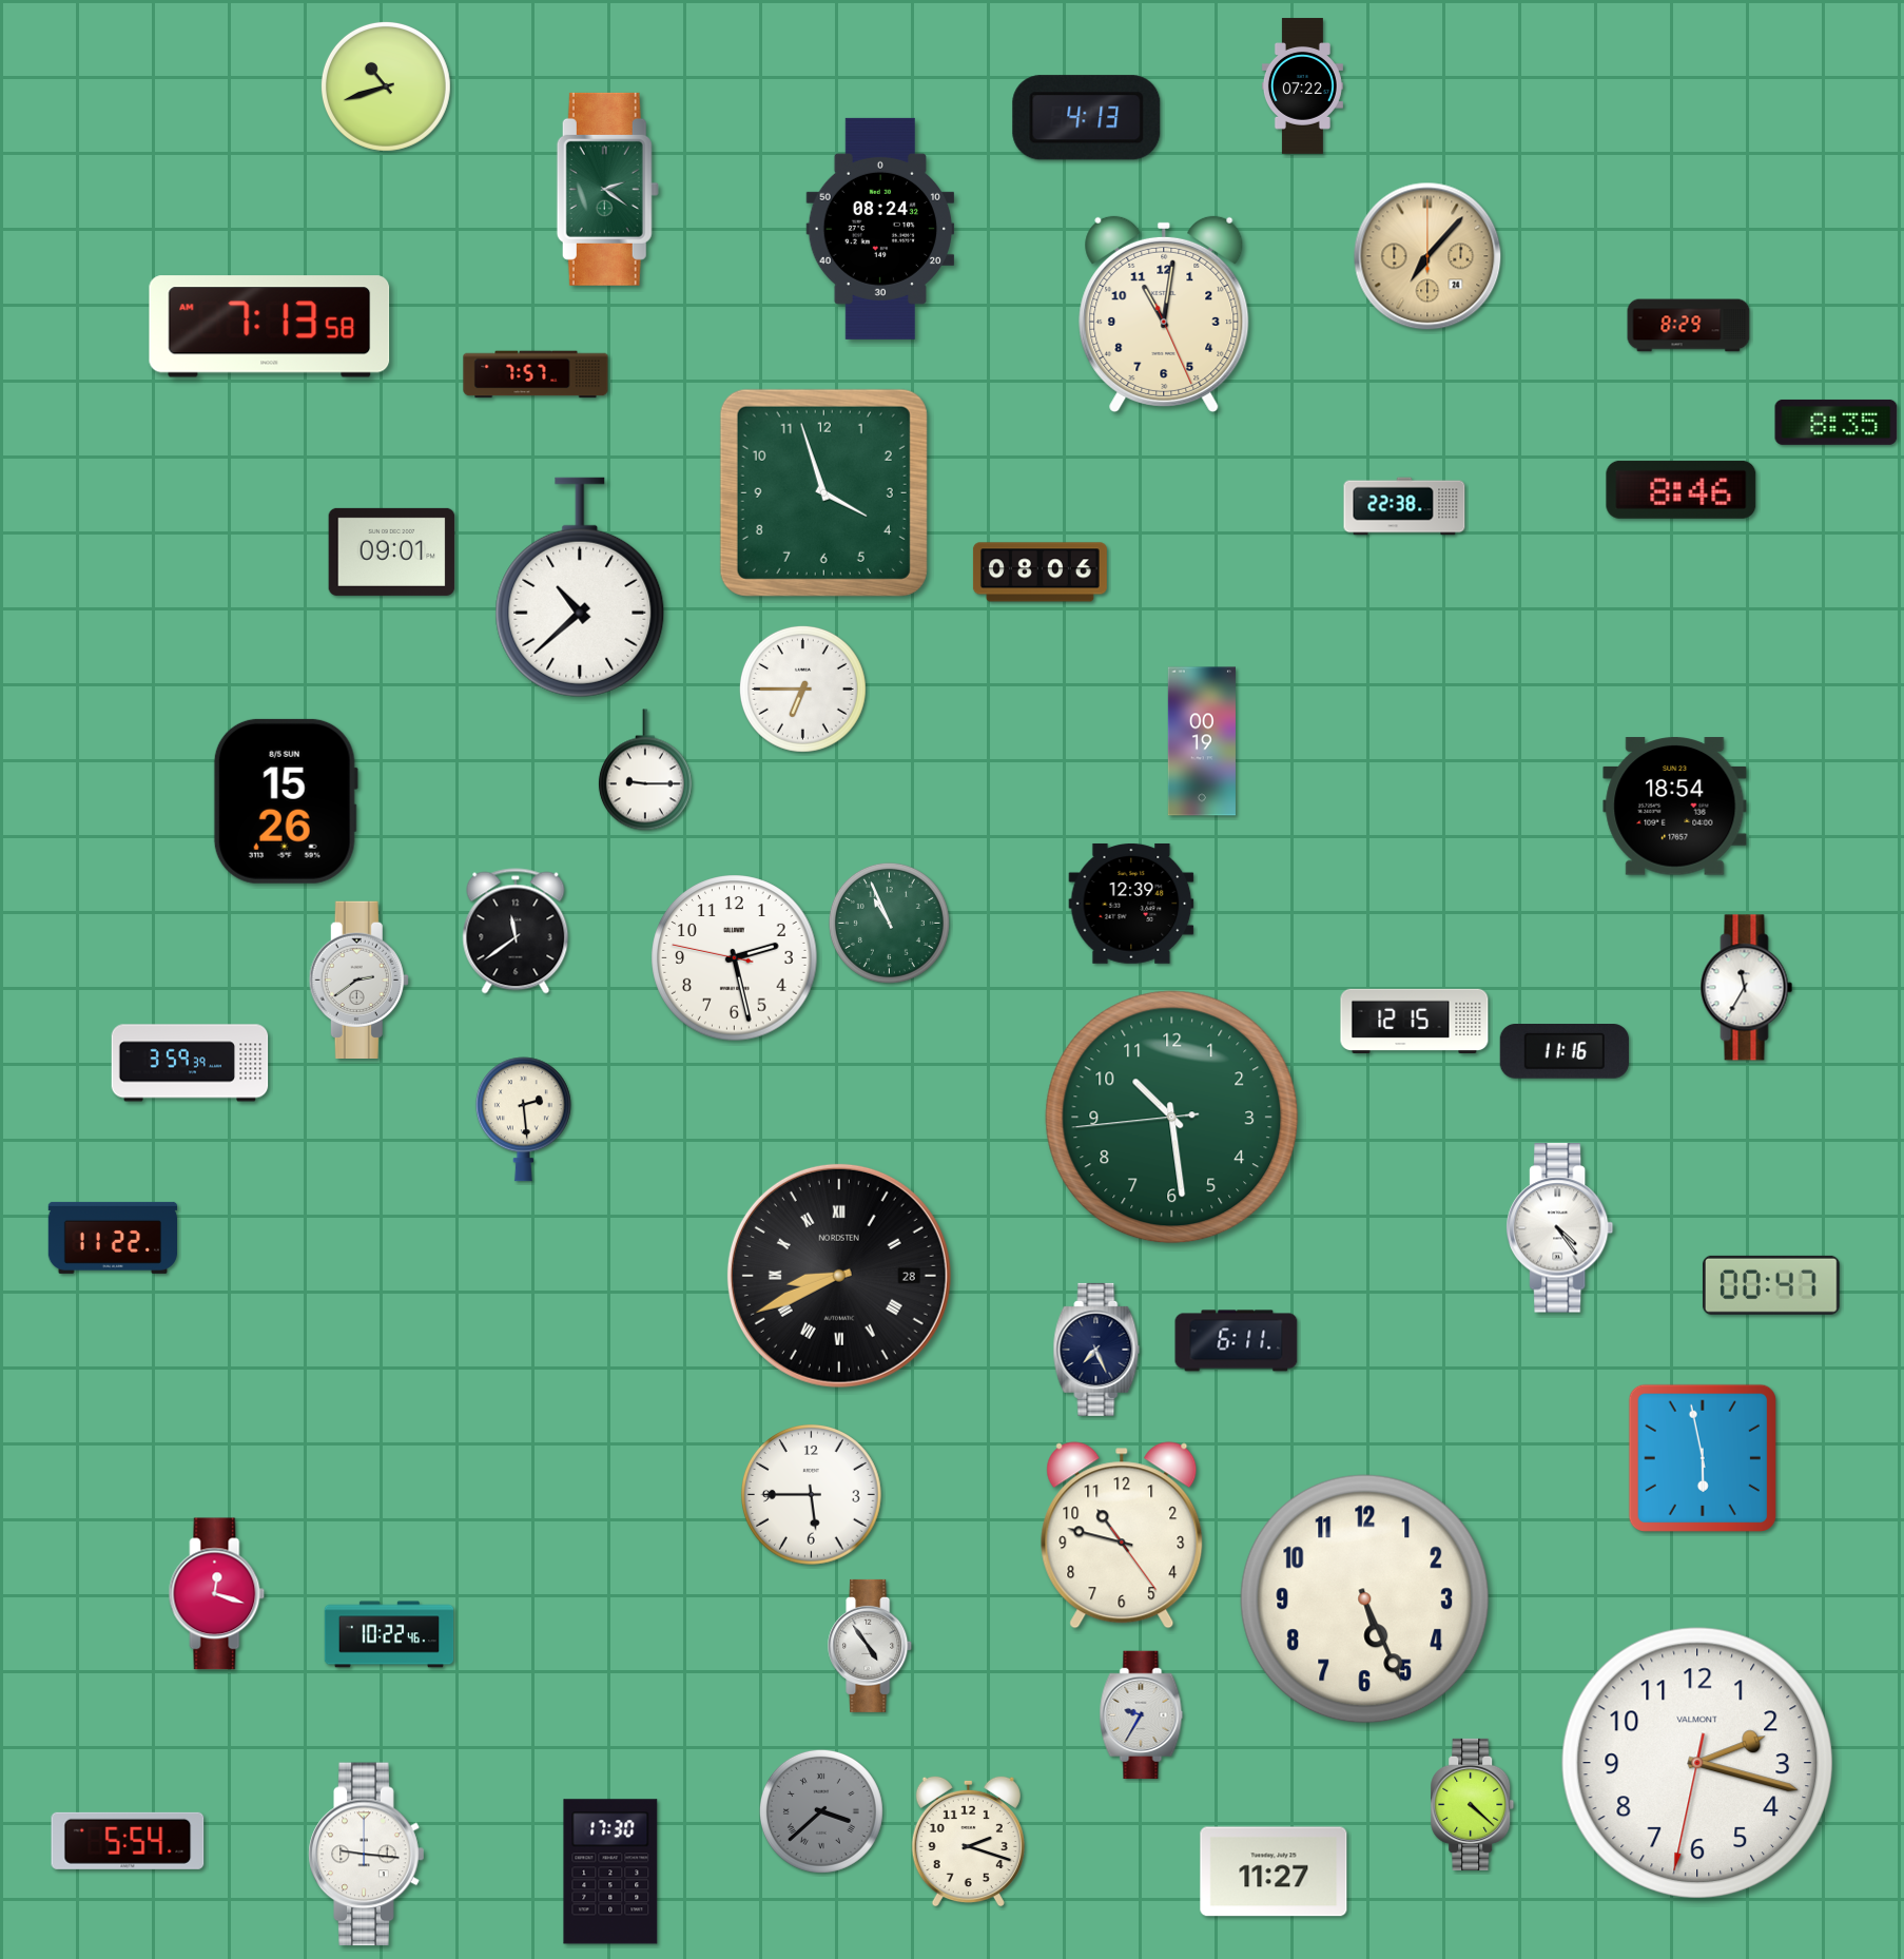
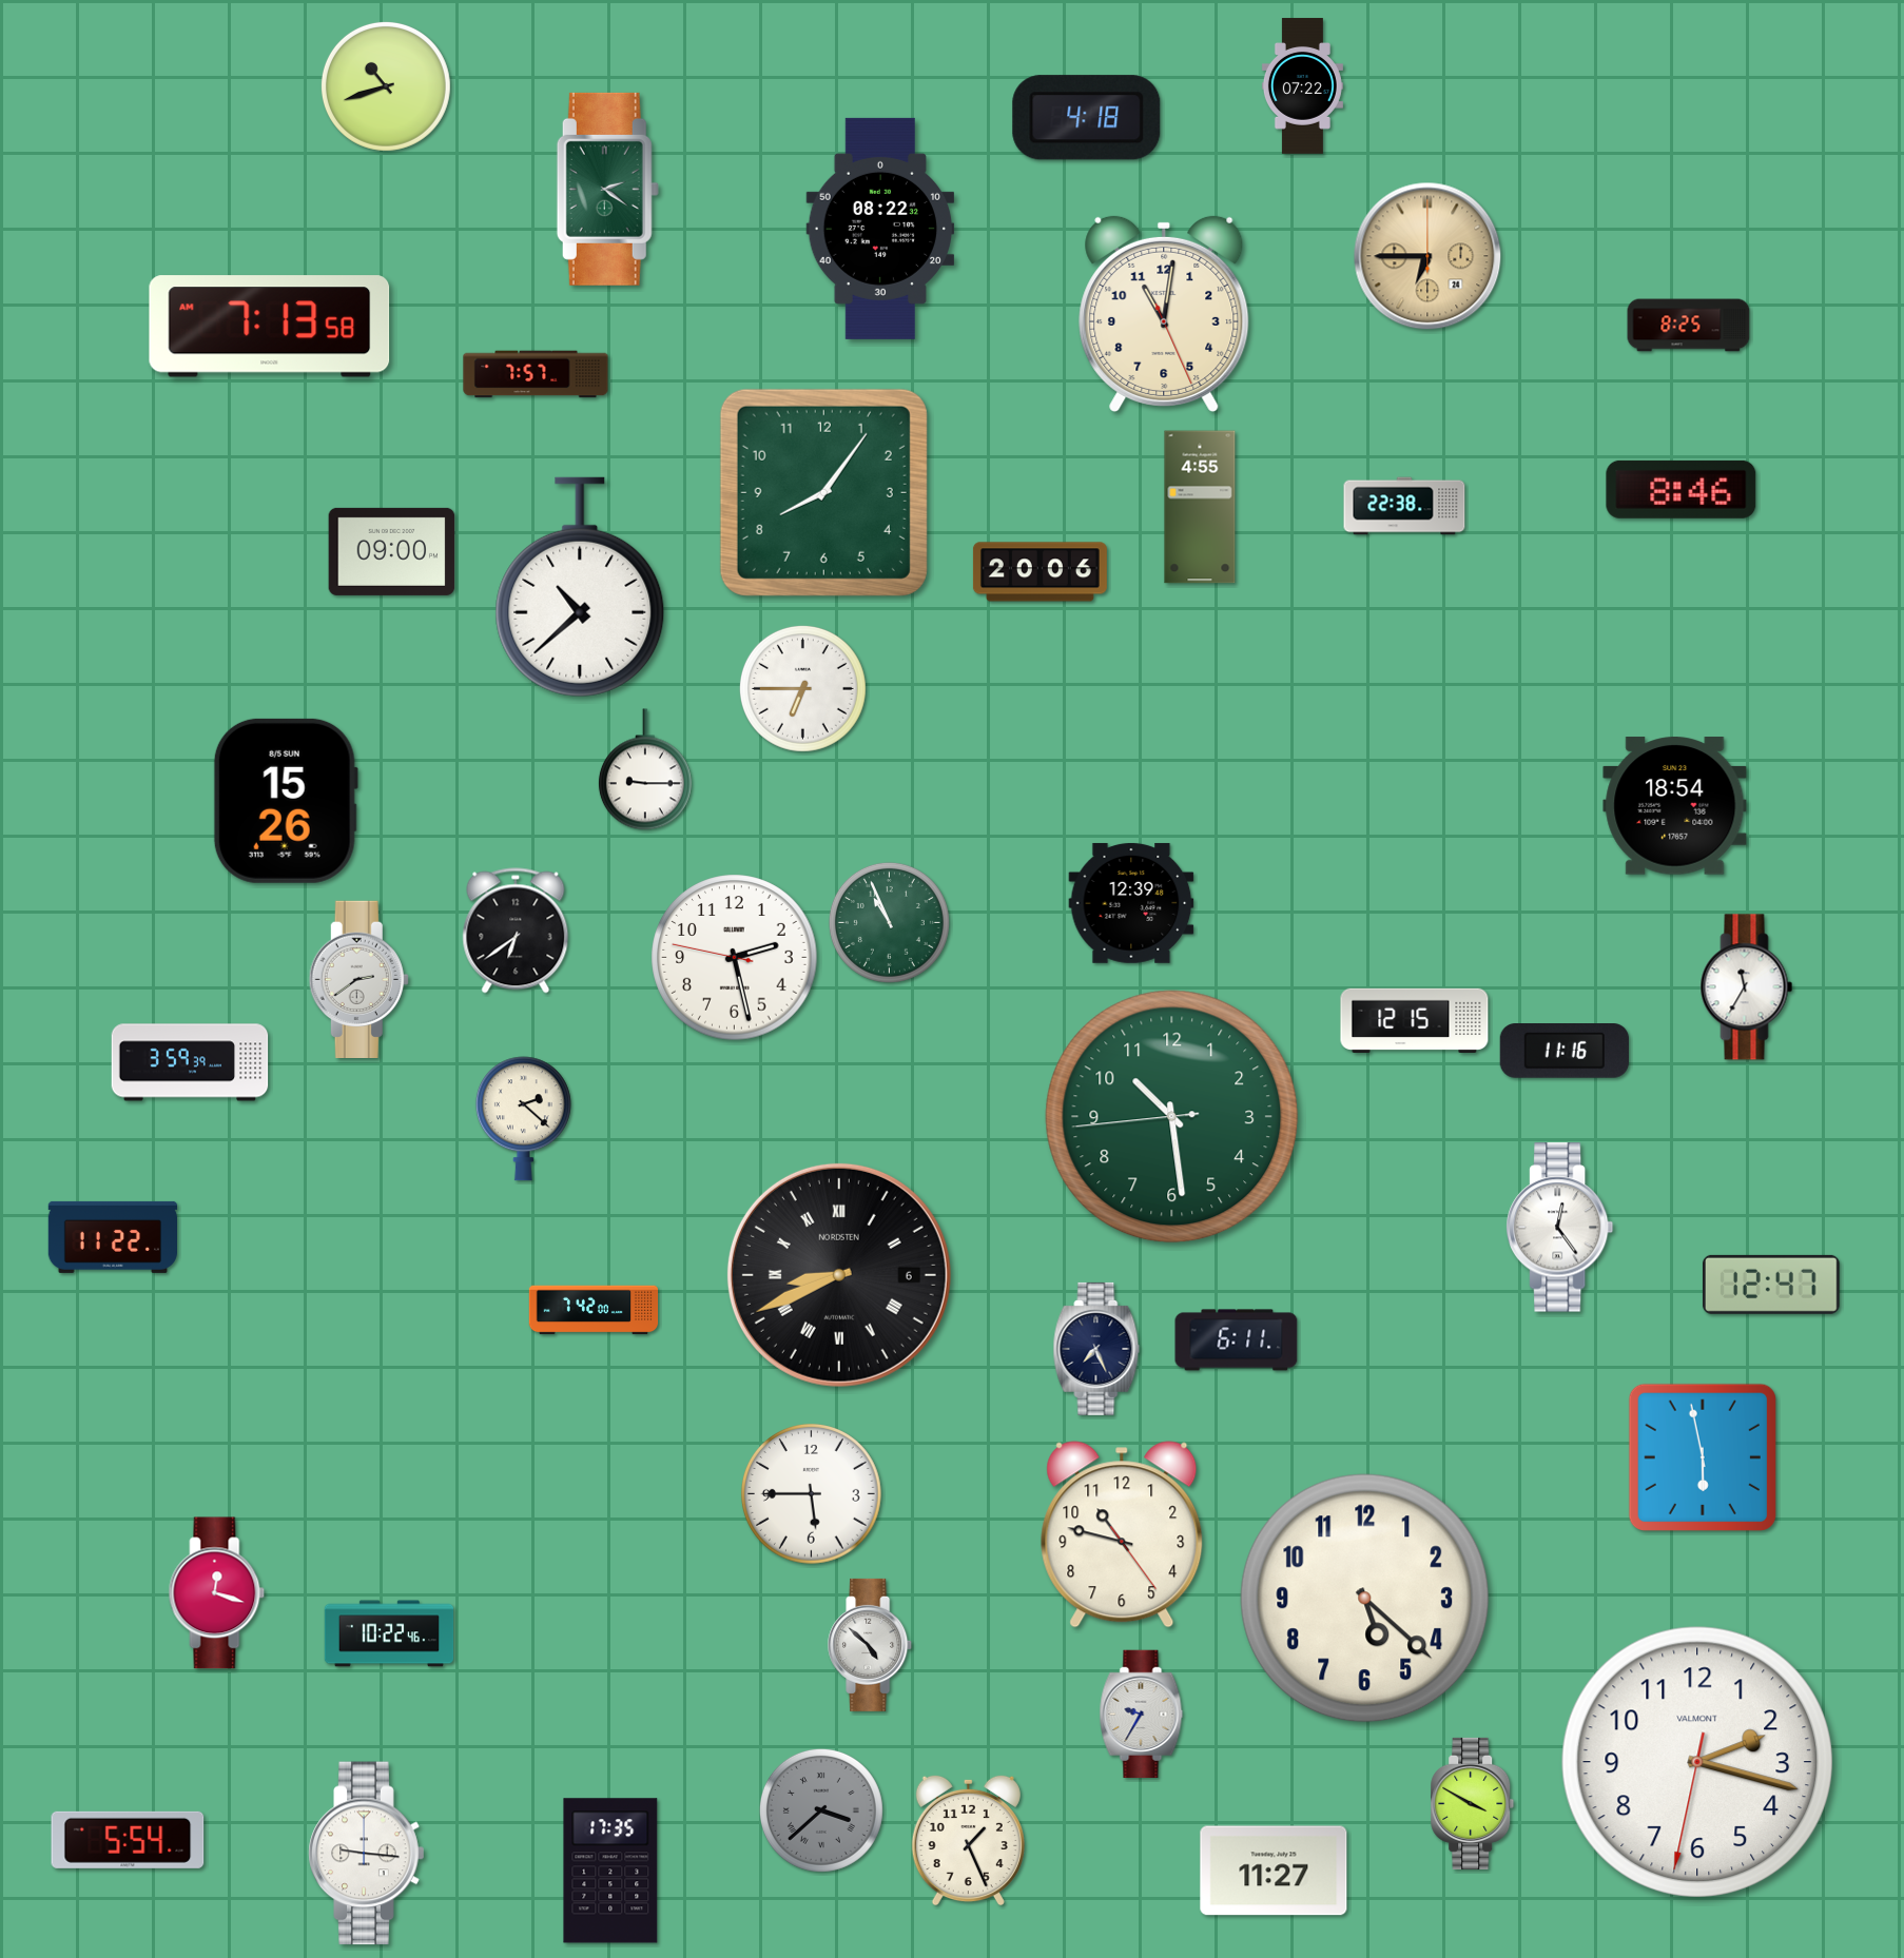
clock at (1087, 118): 4:13 -> 4:18
clock at (880, 229): 08:24 -> 08:22
clock at (1427, 256): 7:07 -> 6:45
clock at (1689, 326): 8:29 -> 8:25
clock at (1837, 422): 8:35 -> none
clock at (823, 492): 3:57 -> 8:06
clock at (1200, 507): none -> 4:55
clock at (392, 551): 09:01 -> 09:00
clock at (1040, 573): 08:06 -> 20:06
clock at (1202, 741): 00:19 -> none
clock at (516, 931): 11:39 -> 6:39
clock at (523, 1120): 2:29 -> 2:22
clock at (1560, 1228): 4:24 -> 12:24
clock at (839, 1276) date: 28 -> 6
clock at (1771, 1285): 00:47 -> 12:47
clock at (594, 1310): none -> 7:42
clock at (1365, 1599): 5:26 -> 5:22
clock at (871, 1646): 4:54 -> 4:52
clock at (1473, 1804): 4:22 -> 3:50
clock at (968, 1841): 2:18 -> 1:26
clock at (610, 1871): 17:30 -> 17:35
